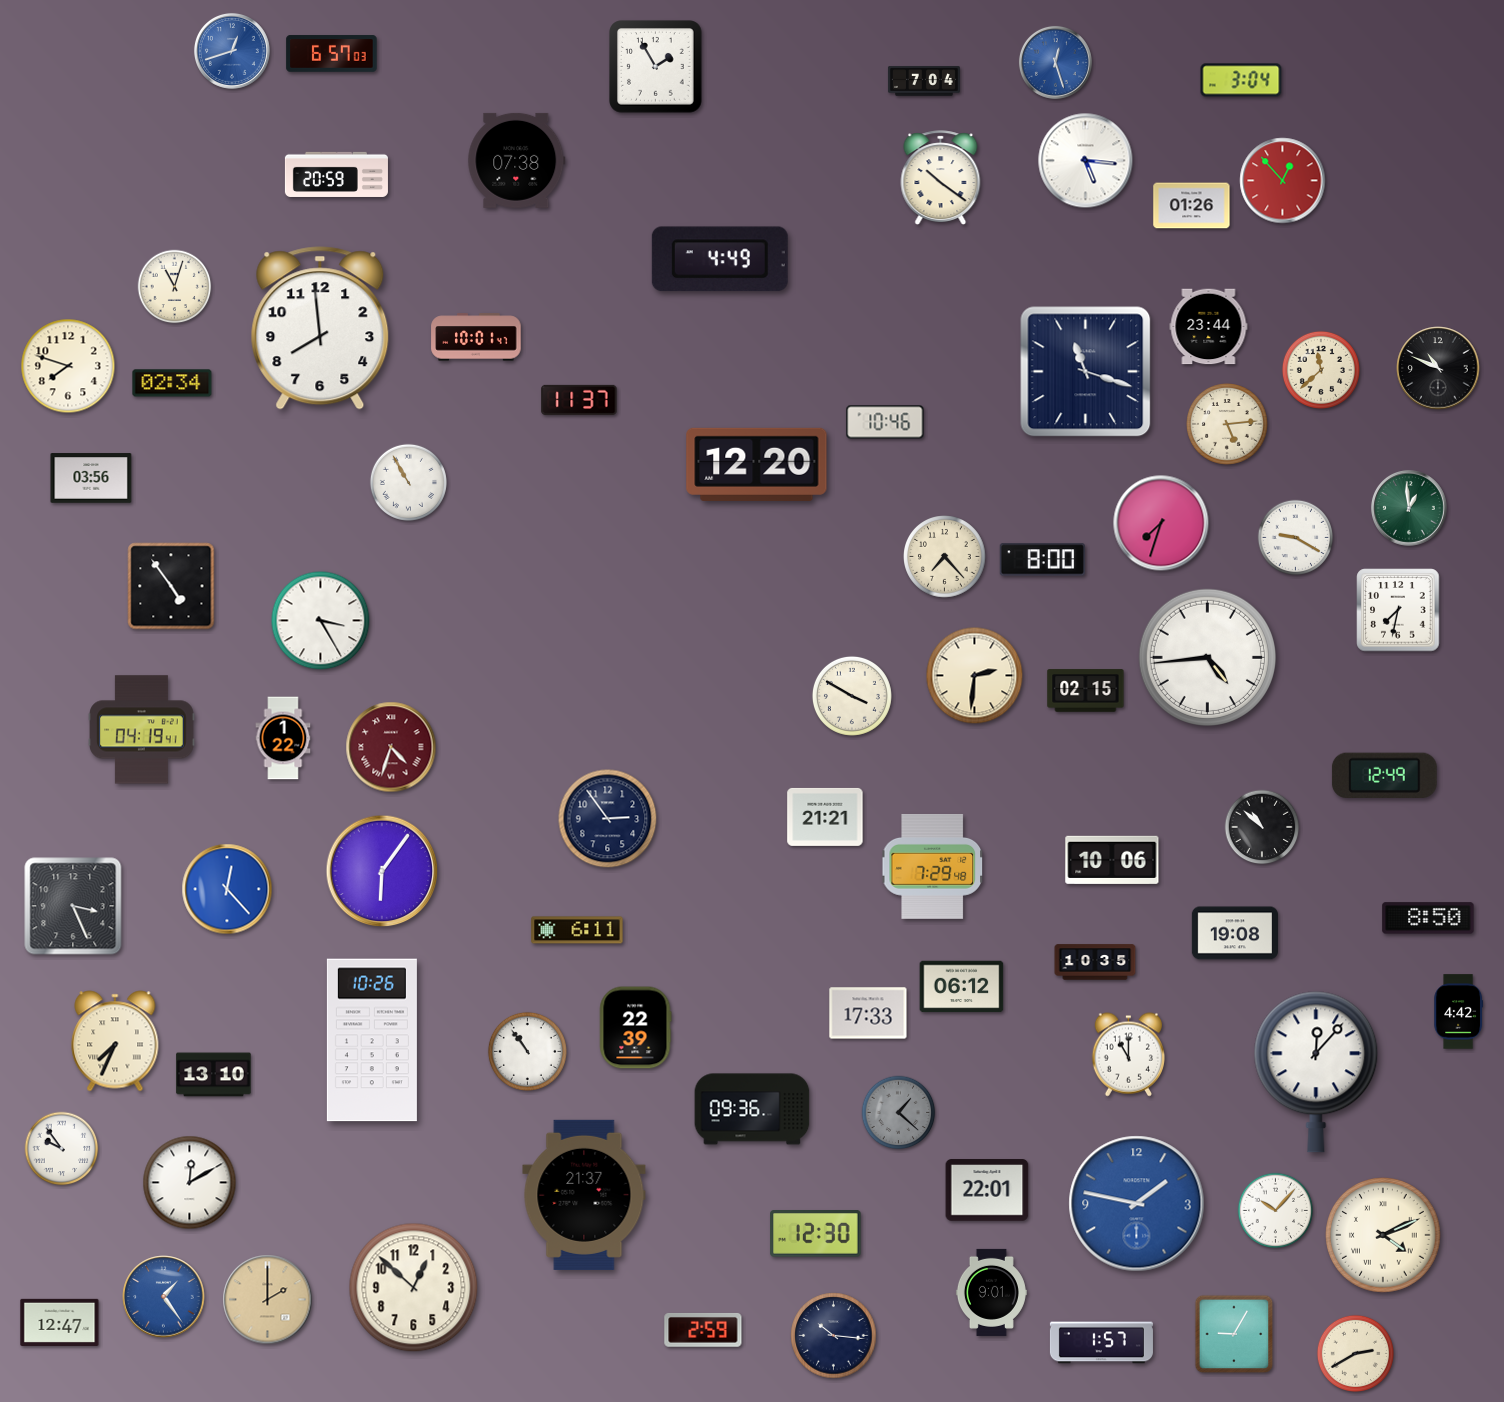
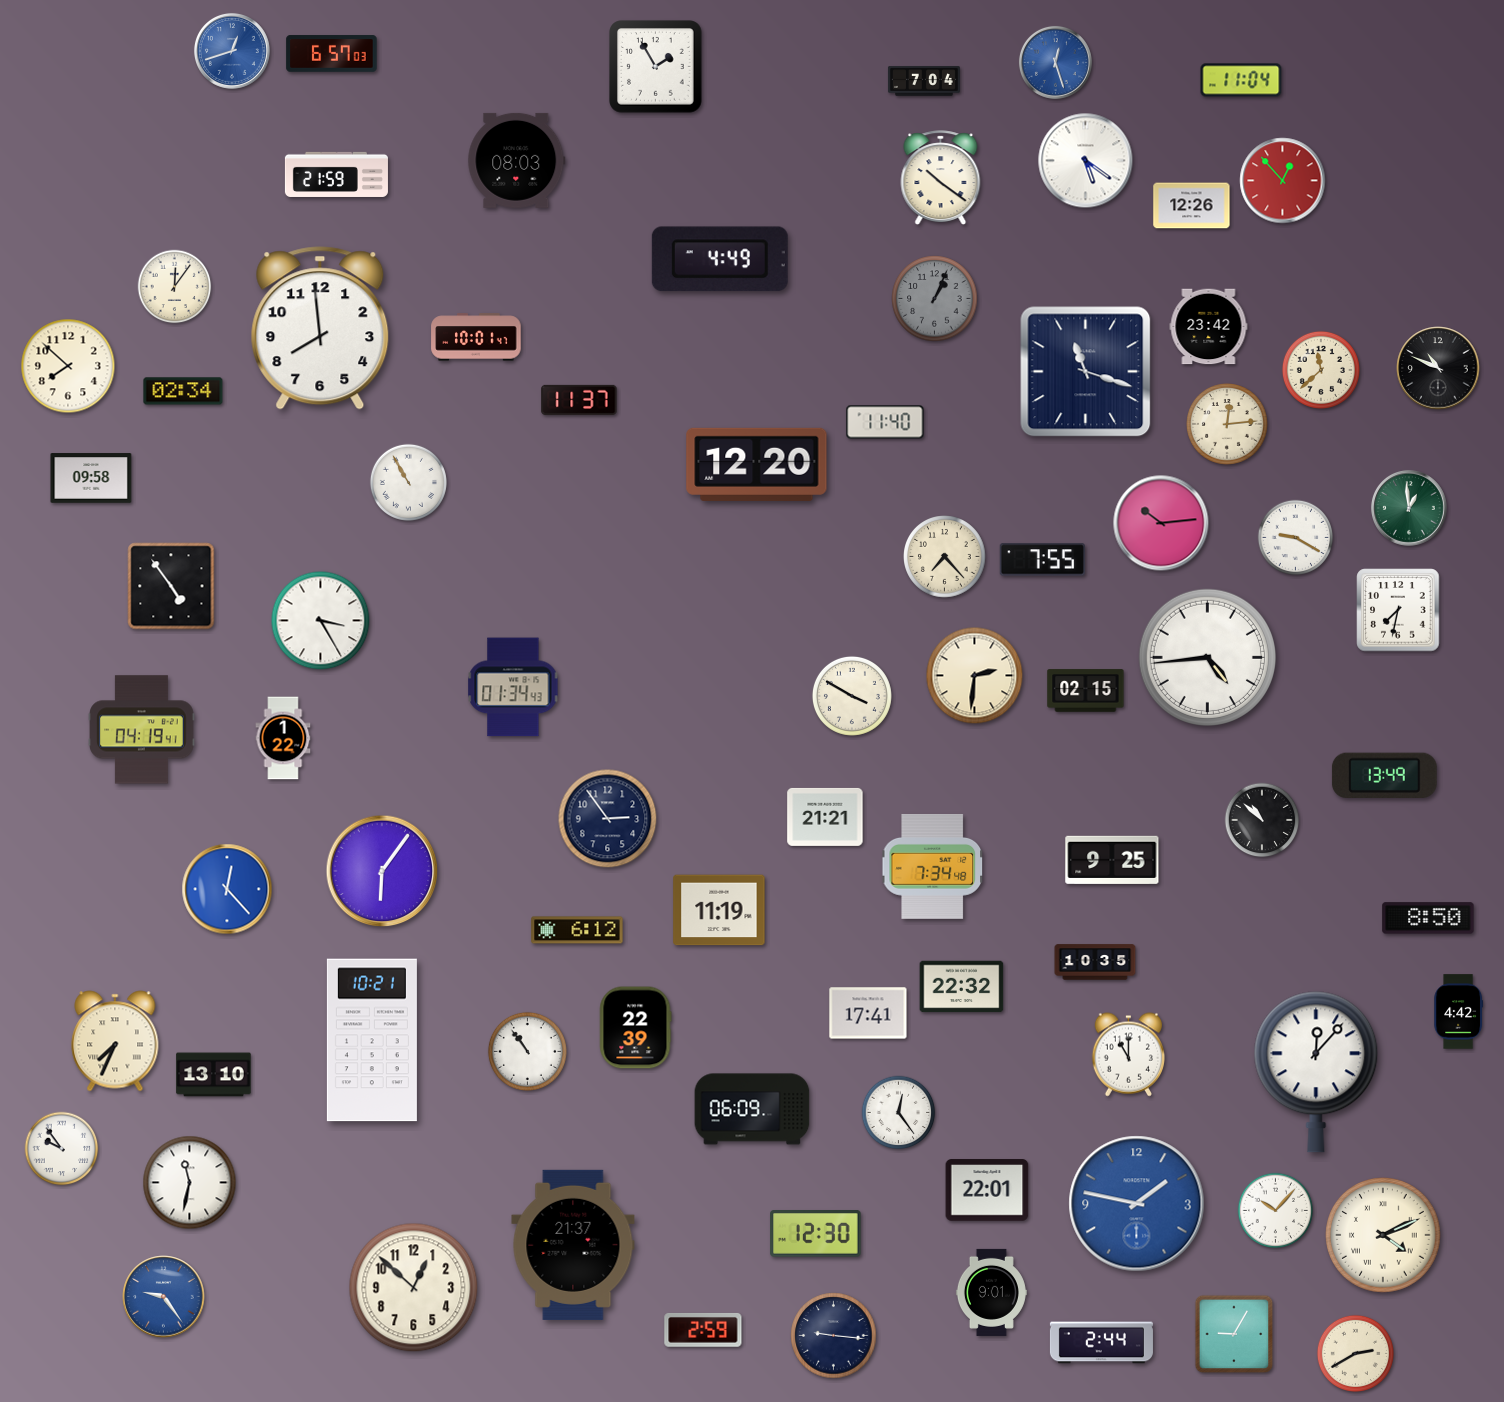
clock at (1241, 80): 3:04 -> 11:04
clock at (517, 160): 07:38 -> 08:03
clock at (1086, 161): 5:16 -> 5:21
clock at (336, 174): 20:59 -> 21:59
clock at (1192, 206): 01:26 -> 12:26
clock at (175, 287): 11:03 -> 12:06
clock at (935, 299): none -> 1:04
clock at (1209, 327): 23:44 -> 23:42
clock at (68, 366): 7:48 -> 7:52
clock at (172, 383) position: (172, 383) -> (183, 391)
clock at (885, 422): 10:46 -> 11:40
clock at (1228, 425): 5:14 -> 12:14
clock at (91, 478): 03:56 -> 09:58
clock at (1161, 523): 7:33 -> 10:14
clock at (1042, 560): 8:00 -> 7:55
clock at (513, 687): none -> 01:34
clock at (391, 747): 4:33 -> none
clock at (1384, 775): 12:49 -> 13:49
clock at (1262, 827) position: (1262, 827) -> (1262, 820)
clock at (1112, 860): 10:06 -> 9:25
clock at (932, 866): 7:29 -> 7:34
clock at (73, 906): 3:26 -> none
clock at (719, 910): none -> 11:19
clock at (577, 930): 6:11 -> 6:12
clock at (1235, 933): 19:08 -> none
clock at (962, 987): 06:12 -> 22:32
clock at (868, 1013): 17:33 -> 17:41
clock at (372, 1040): 10:26 -> 10:21
clock at (752, 1109): 09:36 -> 06:09
clock at (899, 1113): 1:22 -> 12:24
clock at (899, 1113) dial: grey -> white
clock at (190, 1183): 12:10 -> 11:32
clock at (584, 1195) position: (584, 1195) -> (573, 1245)
clock at (164, 1297): 1:24 -> 9:24
clock at (268, 1300): 2:00 -> none
clock at (60, 1322): 12:47 -> none
clock at (834, 1336): 10:16 -> 9:16
clock at (1101, 1343): 1:57 -> 2:44
